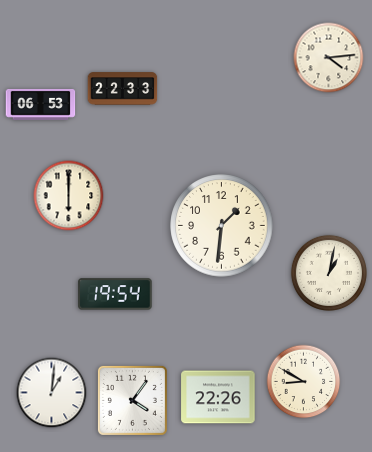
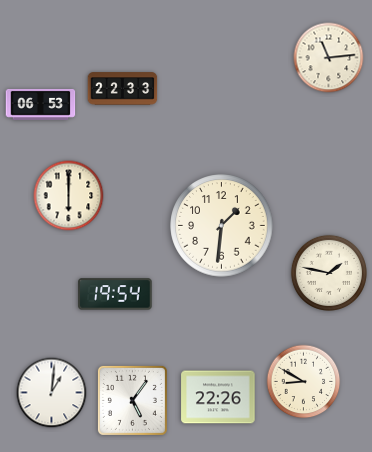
clock at (329, 58): 4:14 -> 11:14
clock at (329, 273): 1:02 -> 1:47
clock at (132, 400): 4:06 -> 5:06
